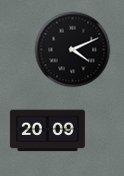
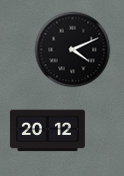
clock at (47, 131): 20:09 -> 20:12
